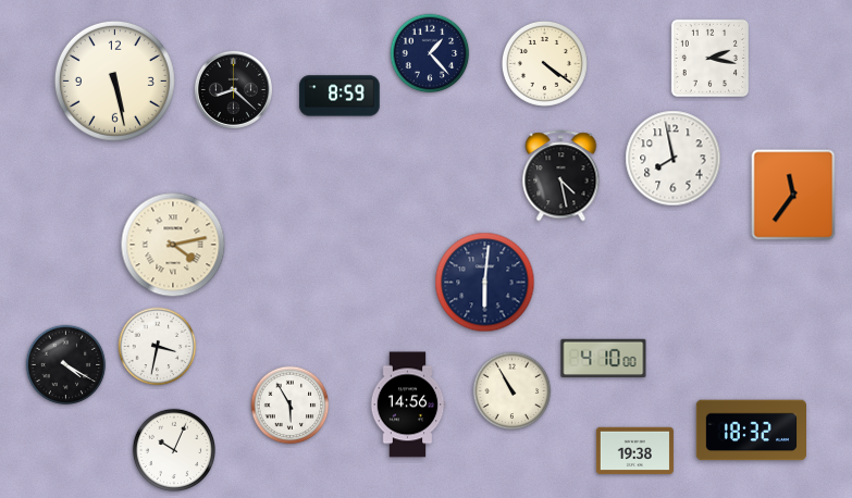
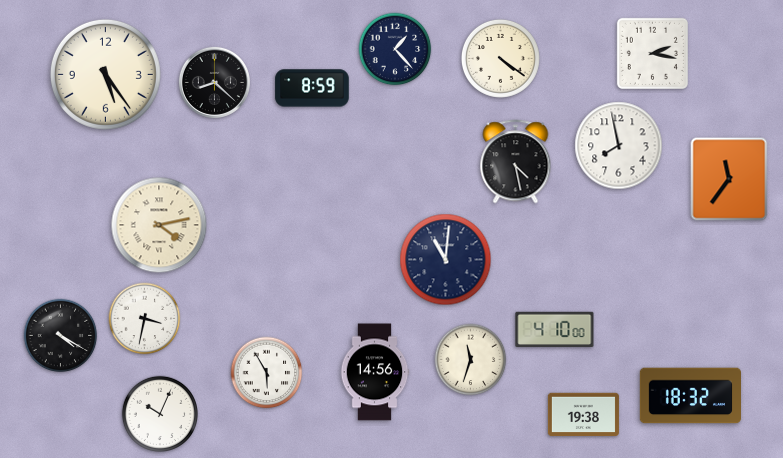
clock at (114, 80): 5:28 -> 5:24
clock at (485, 283): 6:01 -> 11:01
clock at (513, 391): 10:55 -> 11:33
